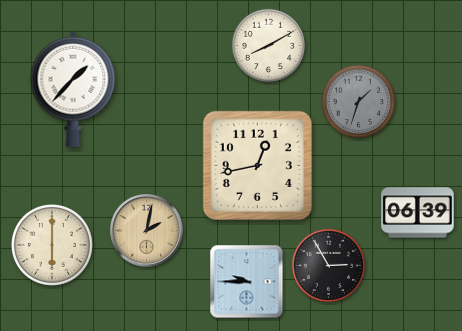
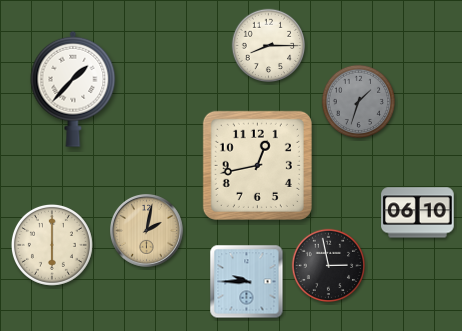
clock at (269, 46): 8:10 -> 8:15
clock at (418, 213): 06:39 -> 06:10
clock at (329, 266): 2:55 -> 2:58
